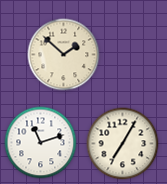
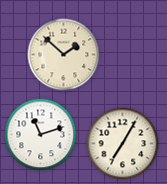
clock at (41, 143) position: (41, 143) -> (41, 135)
